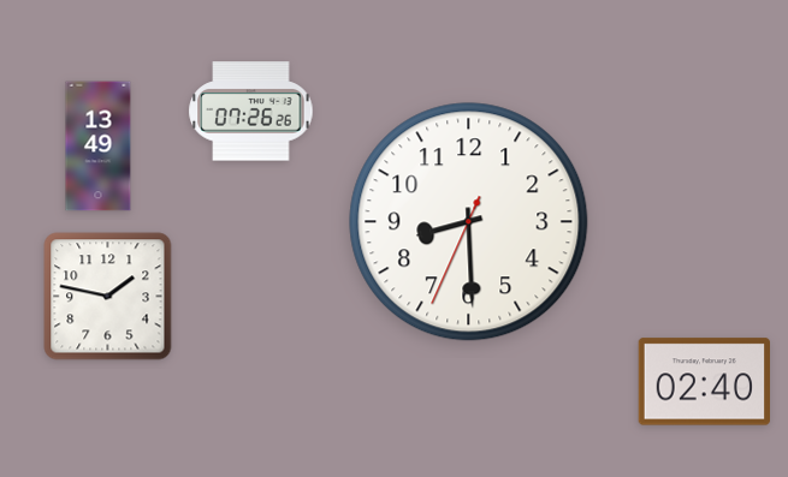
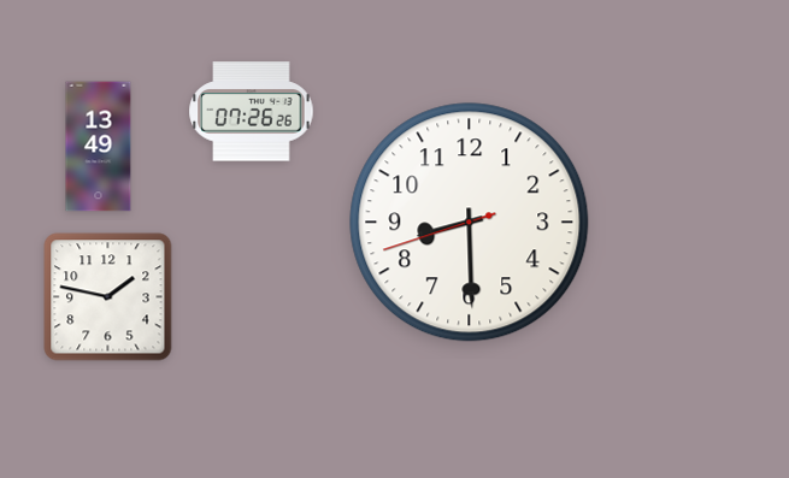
clock at (469, 222): 8:29:34 -> 8:29:42
clock at (704, 382): 02:40 -> none
